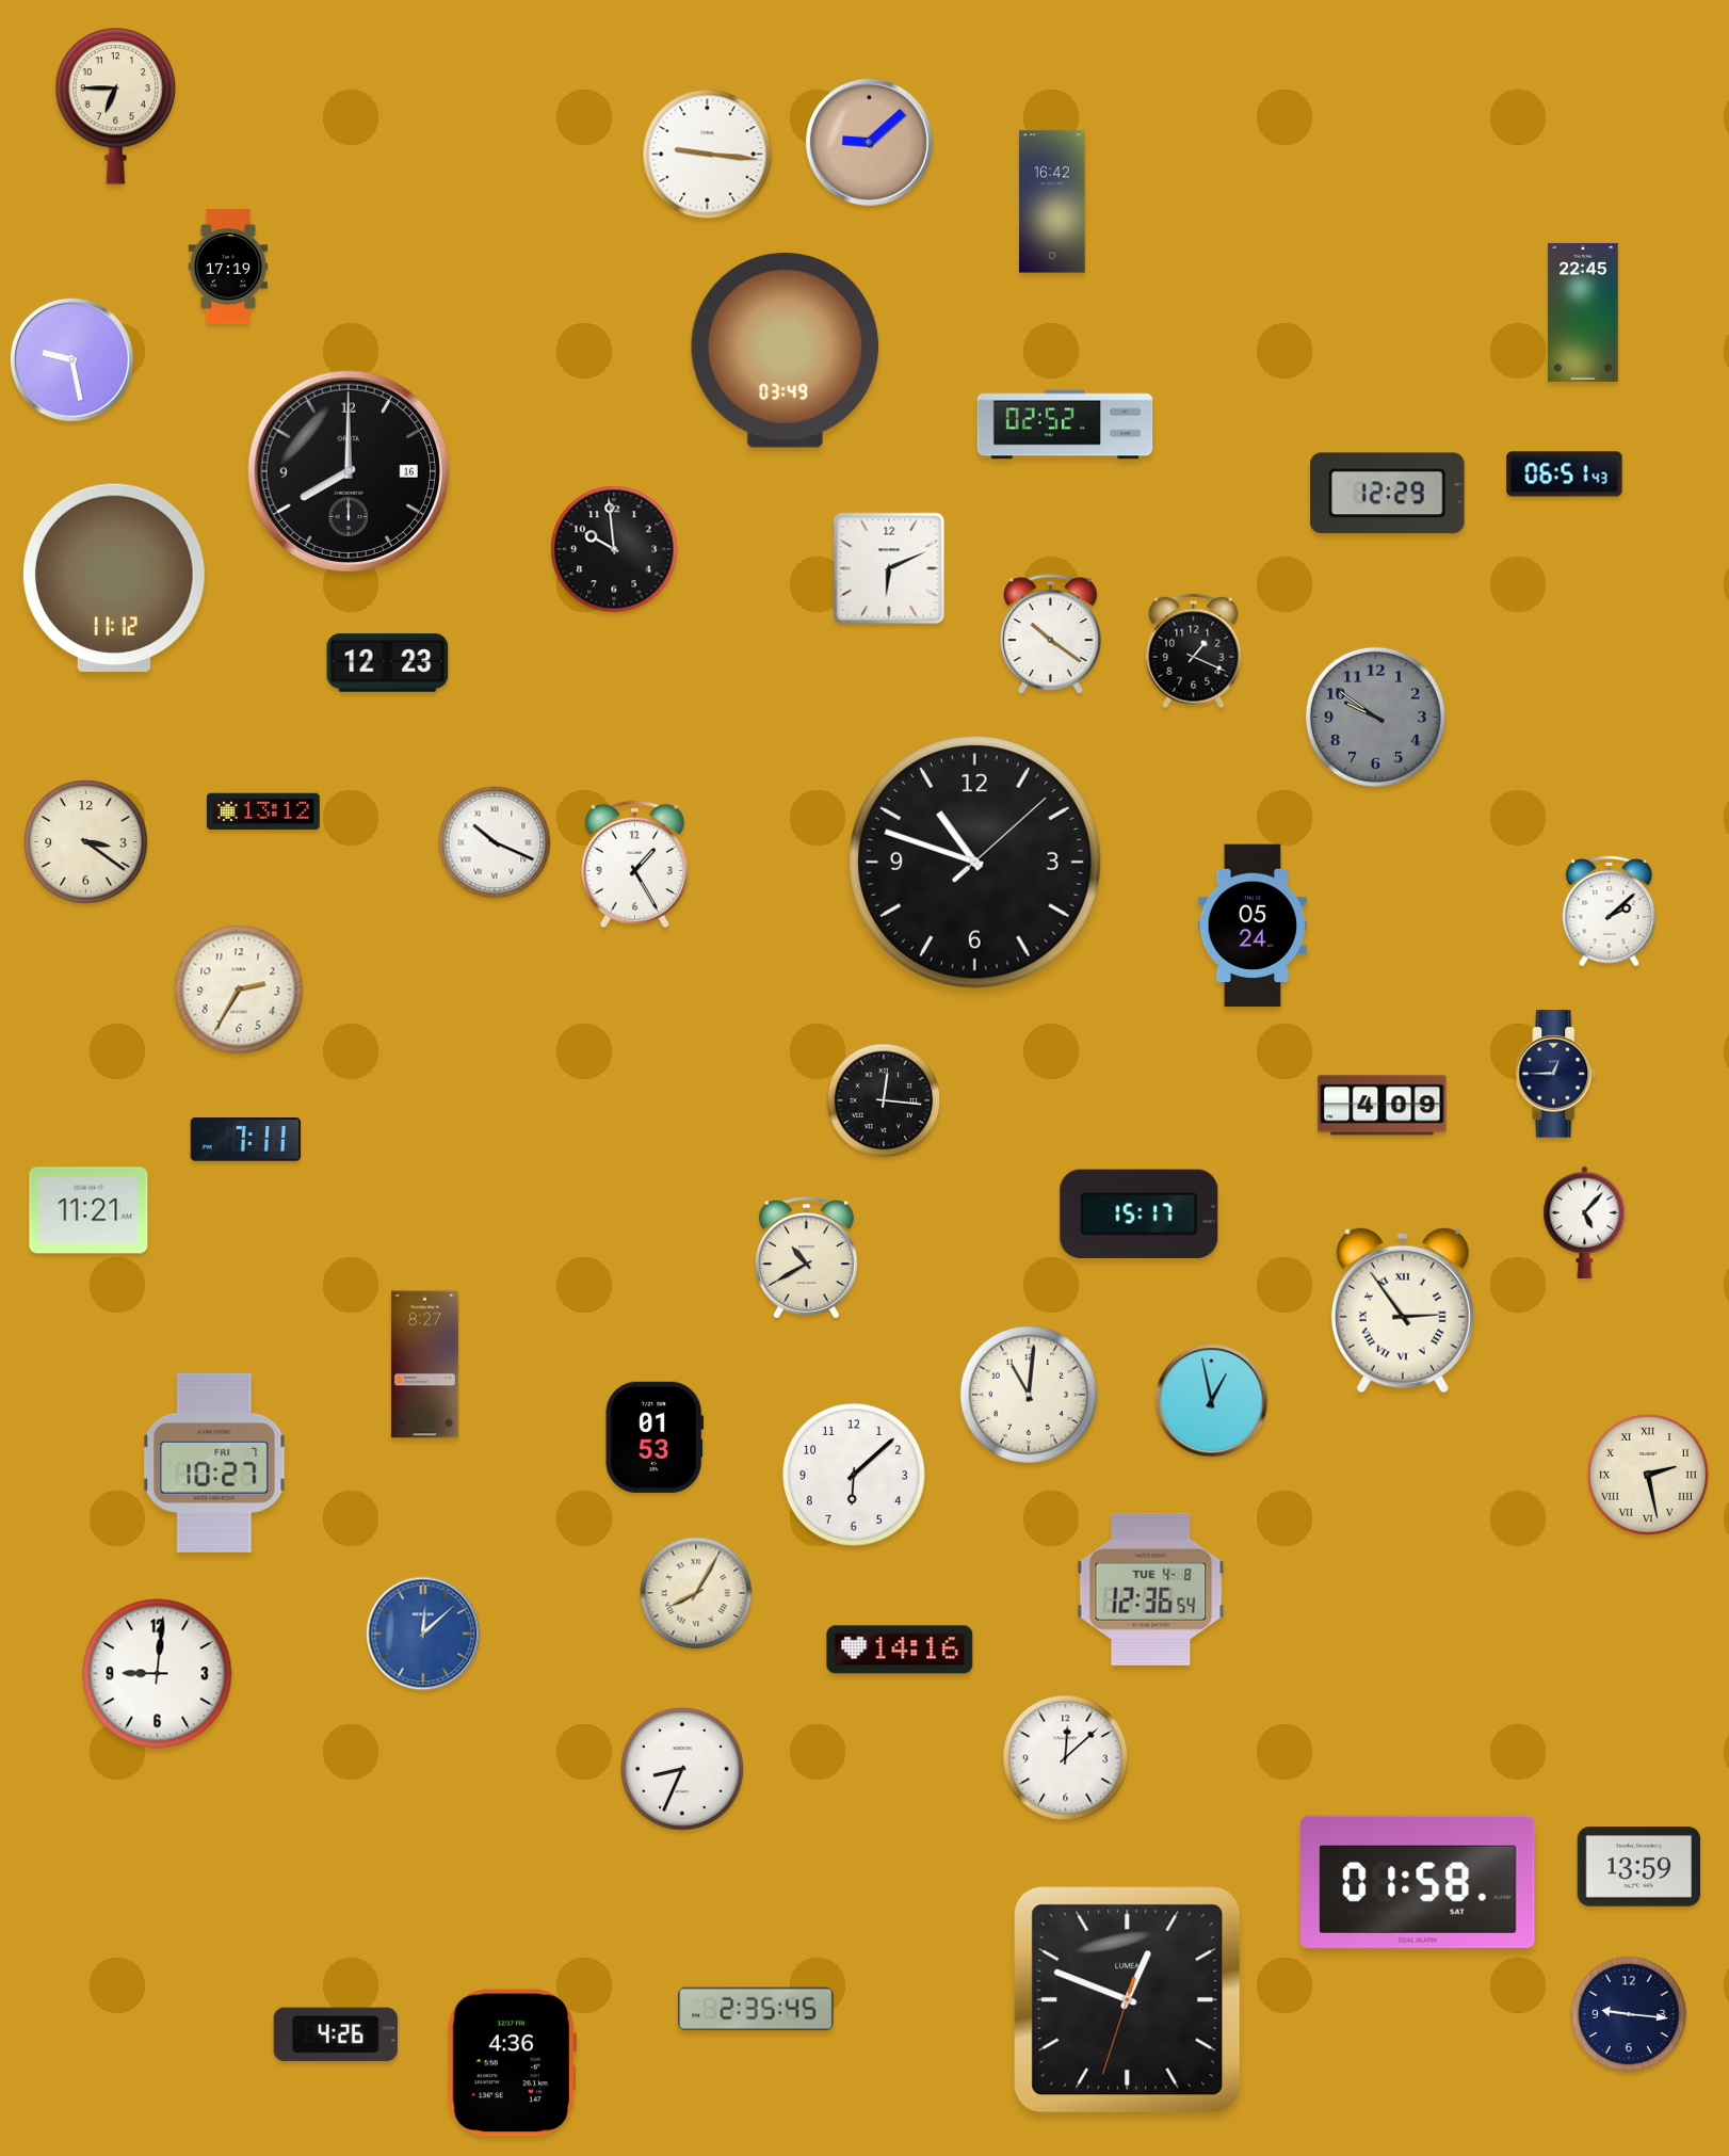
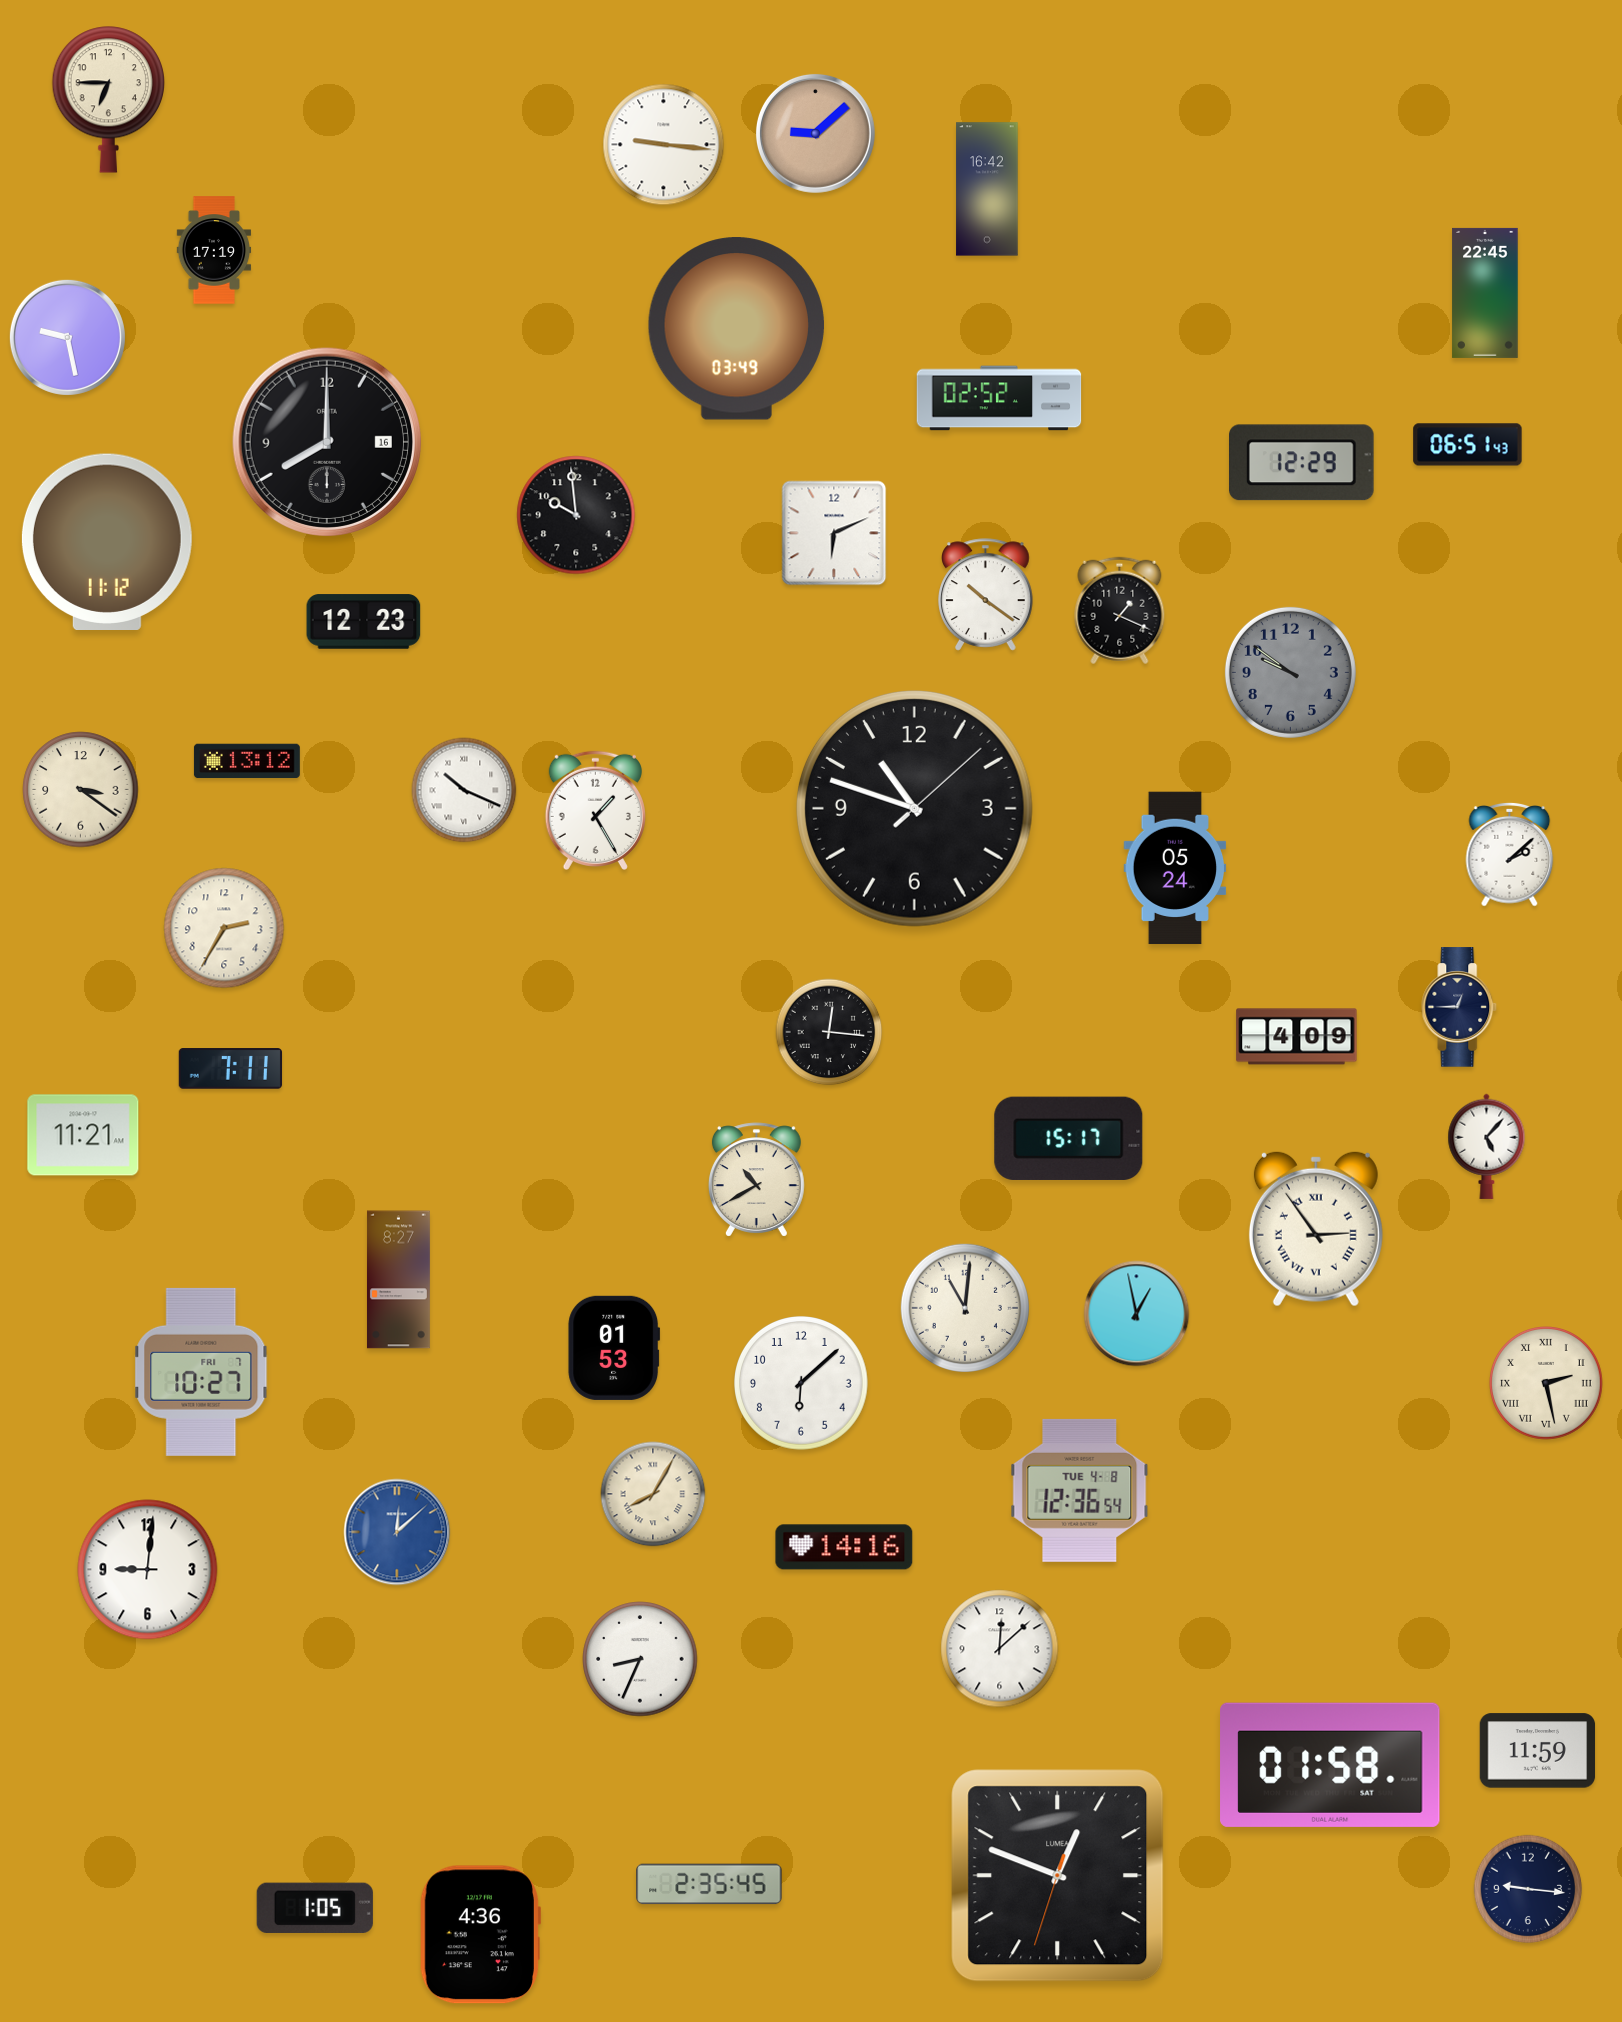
clock at (1639, 1867): 13:59 -> 11:59
clock at (336, 2034): 4:26 -> 1:05
